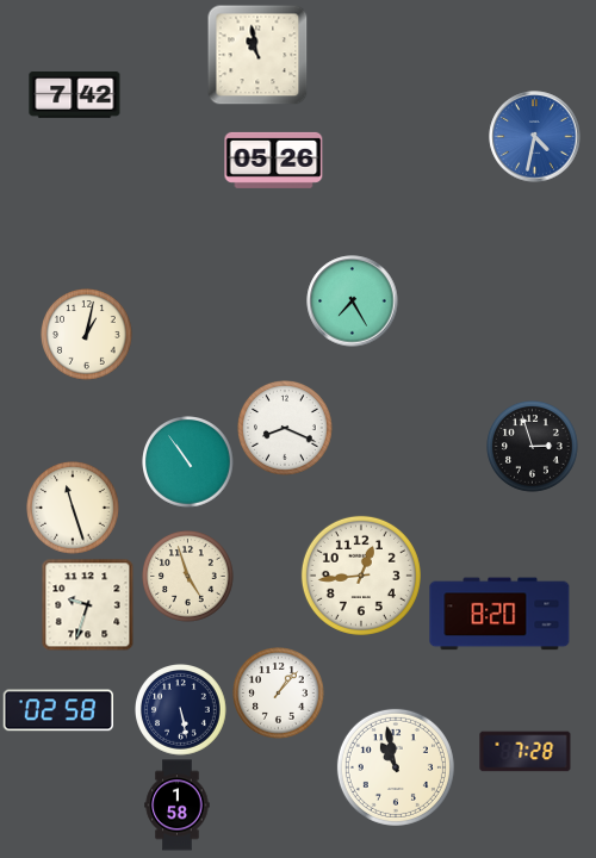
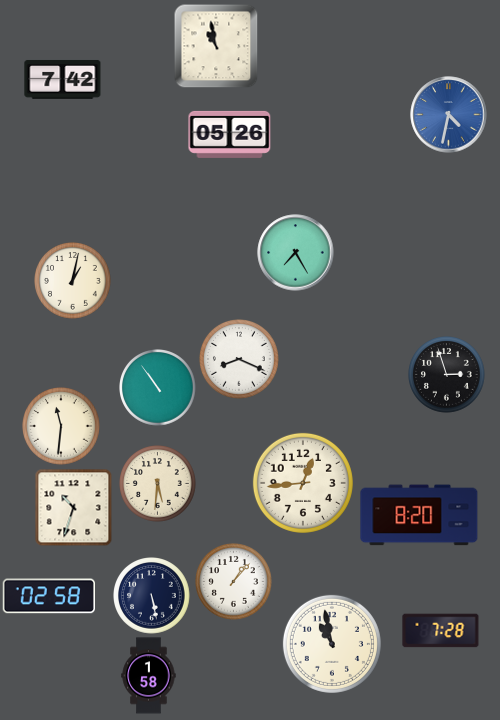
clock at (74, 509): 11:27 -> 11:31
clock at (188, 577): 4:57 -> 5:31
clock at (87, 604): 9:33 -> 10:33
